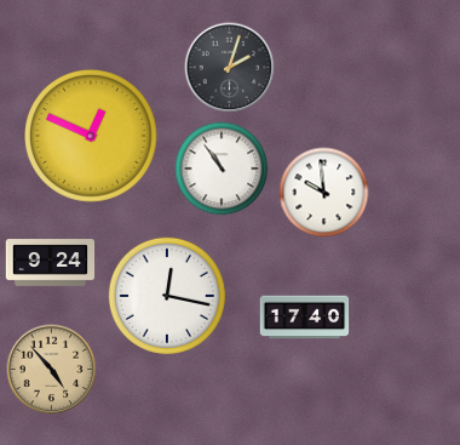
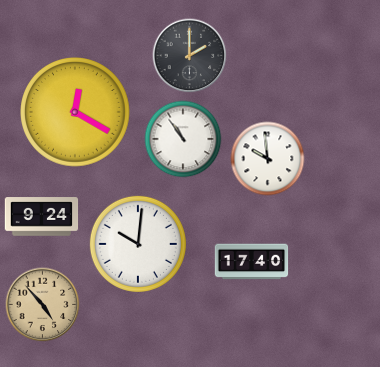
clock at (230, 68): 2:03 -> 2:00
clock at (92, 136): 12:49 -> 12:20
clock at (167, 296): 12:17 -> 10:01
